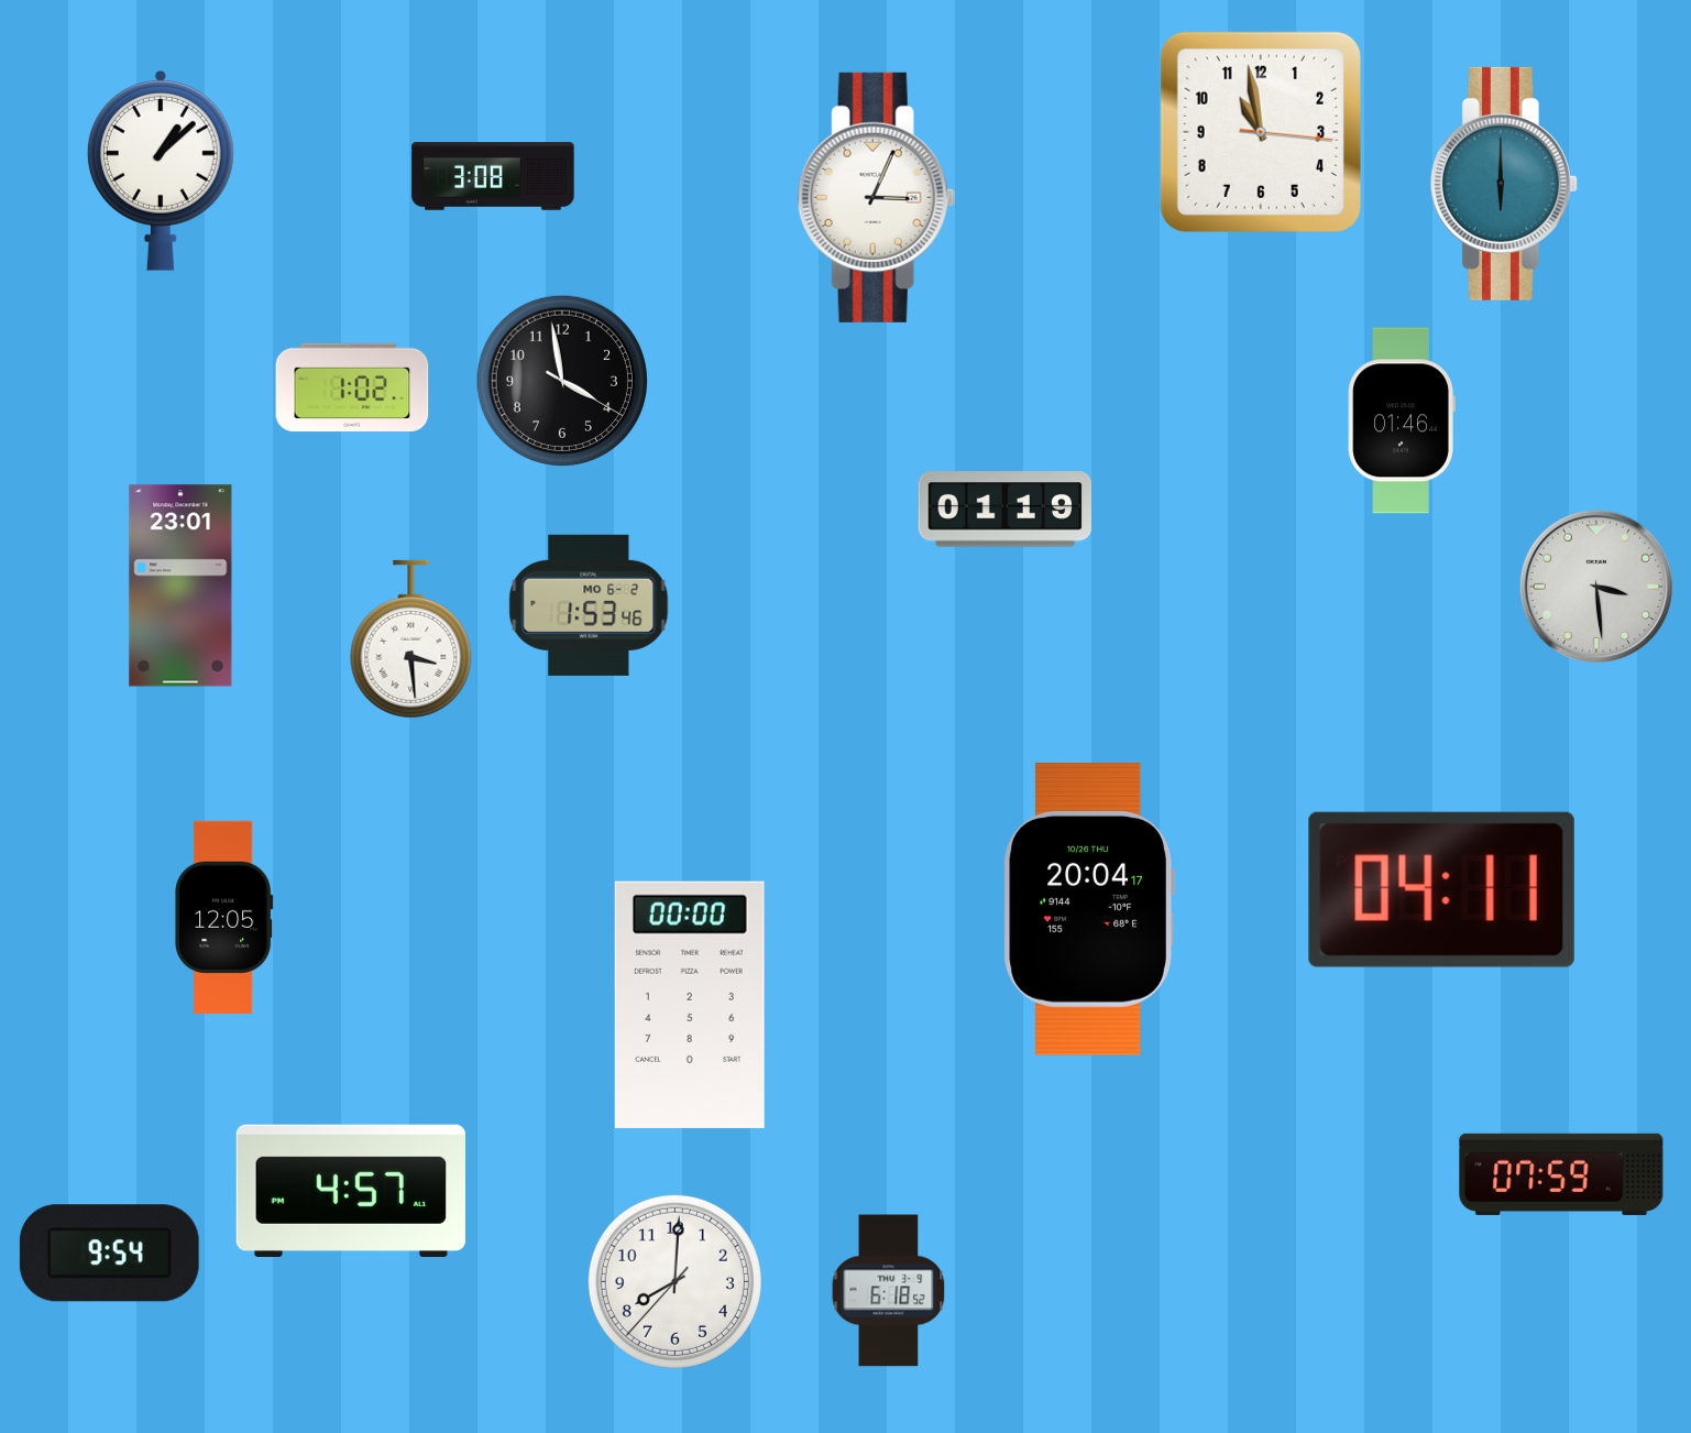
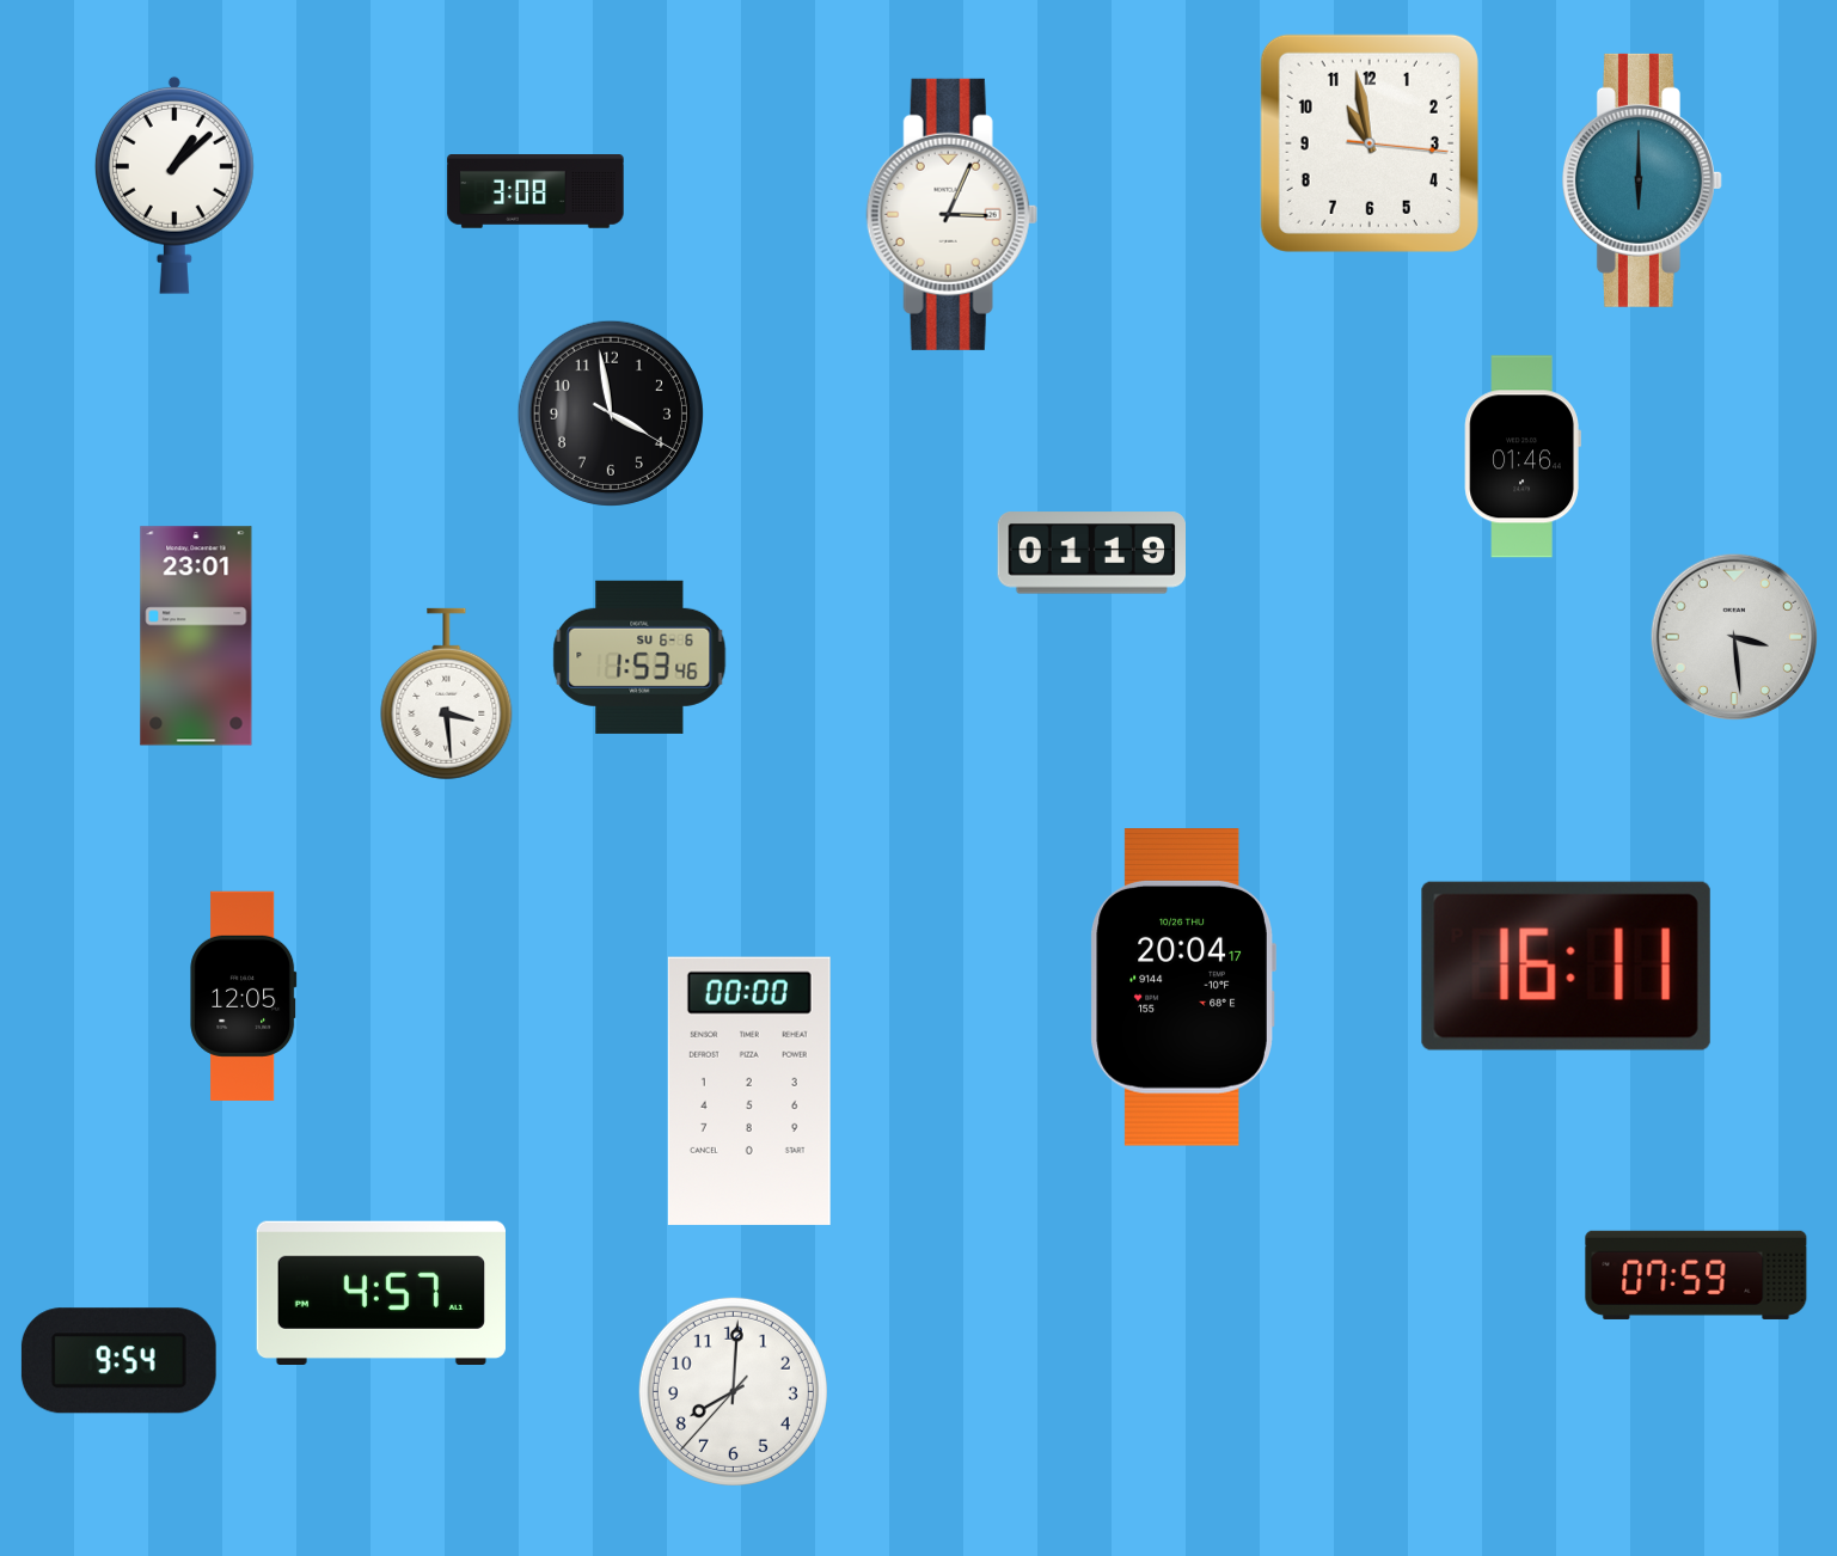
clock at (1504, 184) position: (1504, 184) -> (1642, 180)
clock at (352, 387): 1:02 -> none
clock at (589, 605) date: MO 6-2 -> SU 6-6
clock at (1441, 889): 04:11 -> 16:11
clock at (889, 1291): 6:18 -> none
